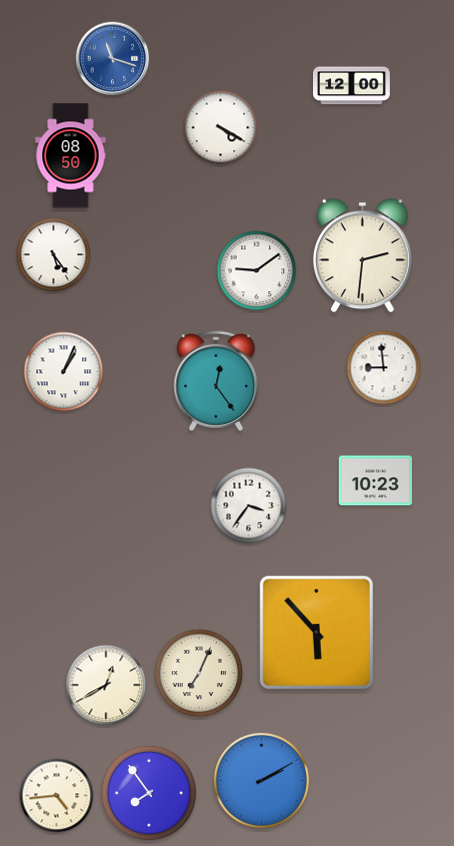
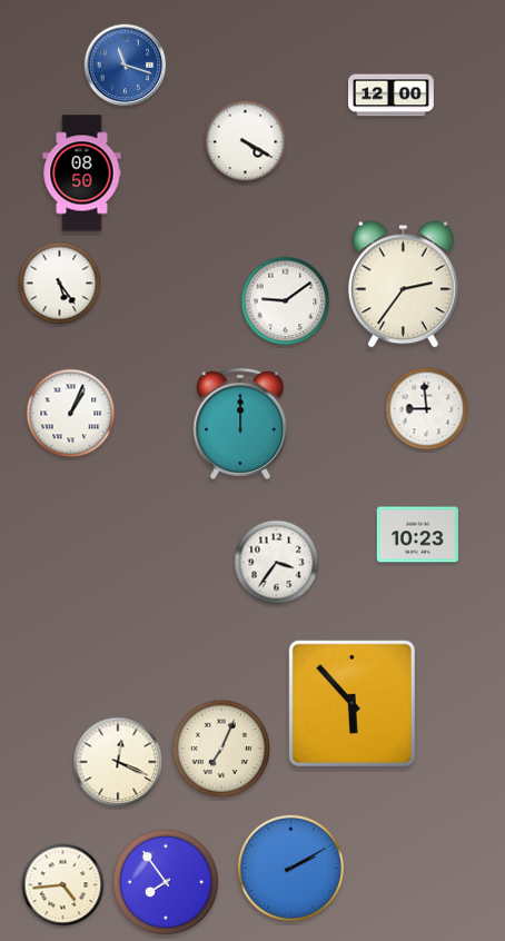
clock at (71, 156) position: (71, 156) -> (82, 174)
clock at (363, 256): 2:31 -> 2:36
clock at (216, 381): 12:24 -> 12:00
clock at (106, 685): 12:40 -> 12:19
